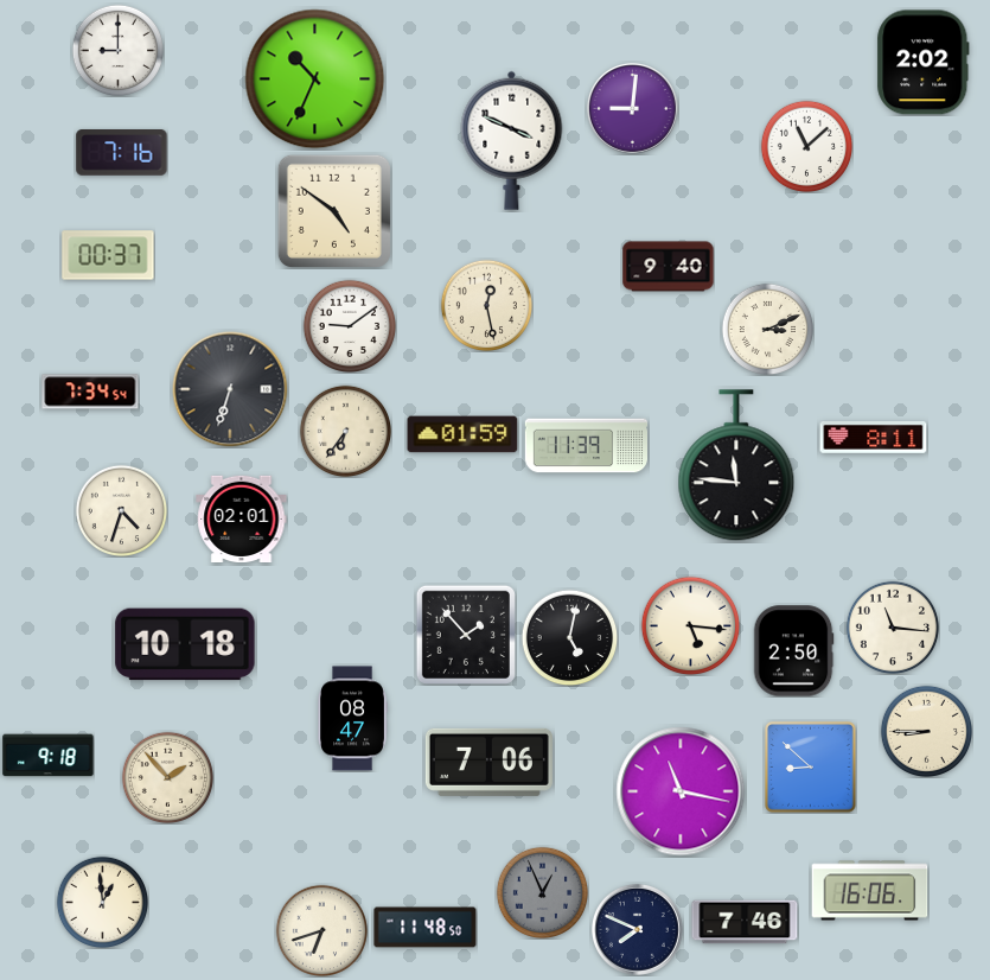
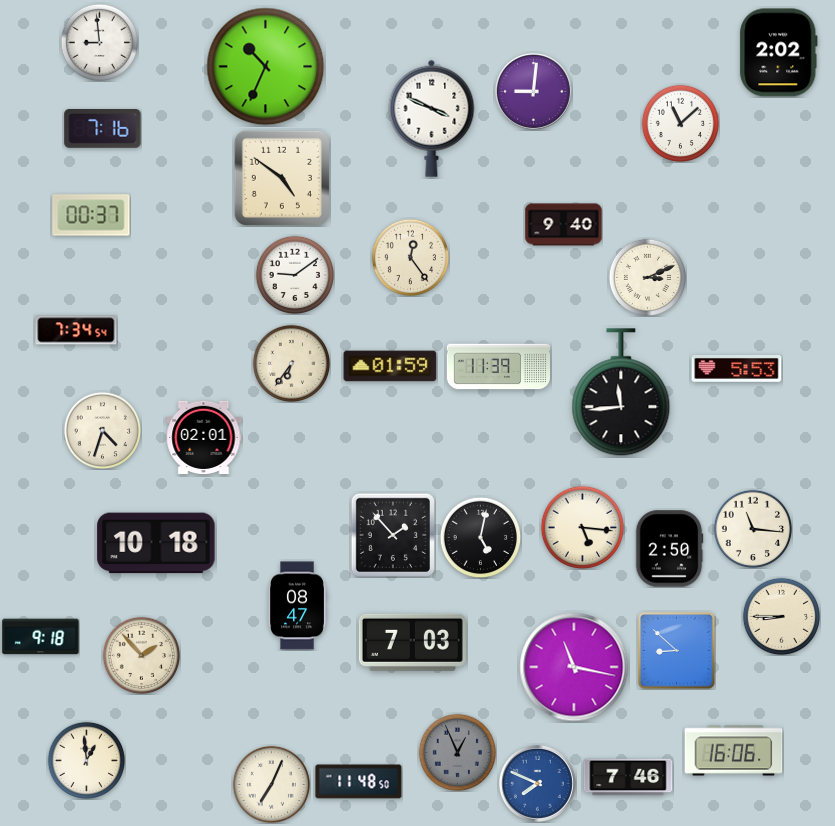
clock at (117, 50): 9:00 -> 8:59
clock at (486, 305): 12:28 -> 12:24
clock at (230, 389): 6:33 -> none
clock at (874, 438): 8:11 -> 5:53
clock at (586, 446) position: (586, 446) -> (498, 367)
clock at (736, 466): 11:46 -> 11:44
clock at (488, 762): 7:06 -> 7:03
clock at (811, 768) position: (811, 768) -> (677, 651)
clock at (637, 929) dial: navy -> blue
clock at (321, 930): 6:42 -> 7:04
